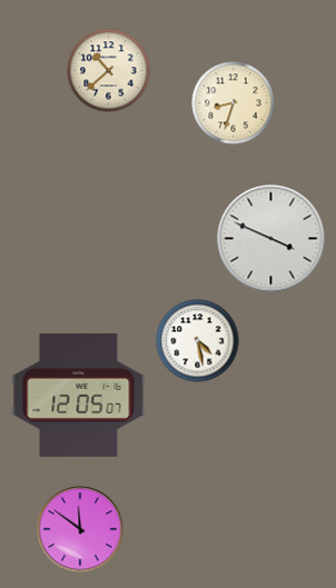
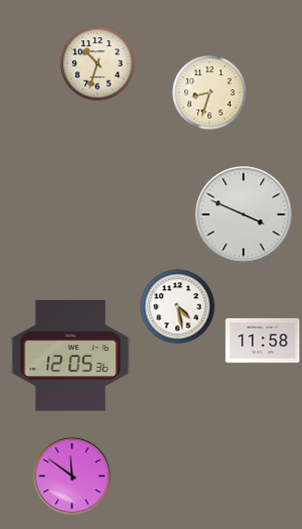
clock at (109, 71): 10:38 -> 10:33
clock at (263, 341): none -> 11:58
clock at (79, 395): 12:05:07 -> 12:05:36
